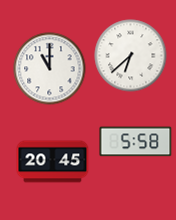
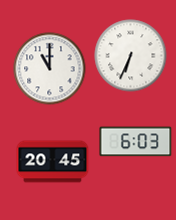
clock at (131, 56): 6:38 -> 6:34
clock at (136, 142): 5:58 -> 6:03
